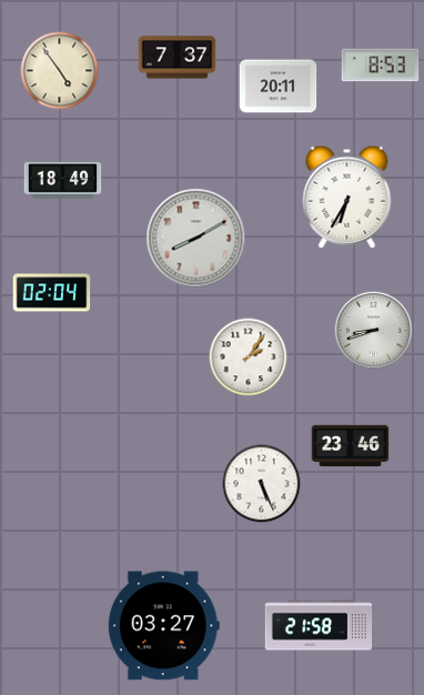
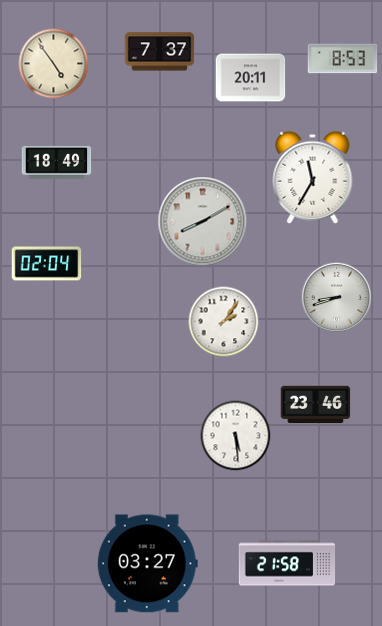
clock at (347, 197): 6:35 -> 11:35
clock at (196, 239) position: (196, 239) -> (203, 222)
clock at (351, 446) position: (351, 446) -> (316, 405)
clock at (262, 484): 5:26 -> 5:29
